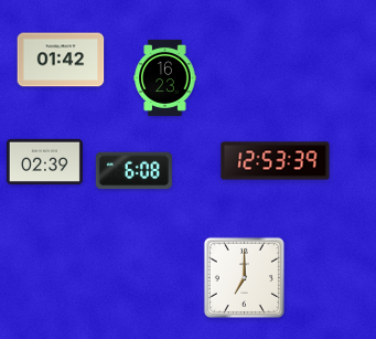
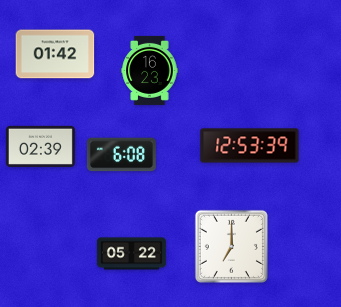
clock at (244, 277) position: (244, 277) -> (231, 246)
clock at (131, 254): none -> 05:22
